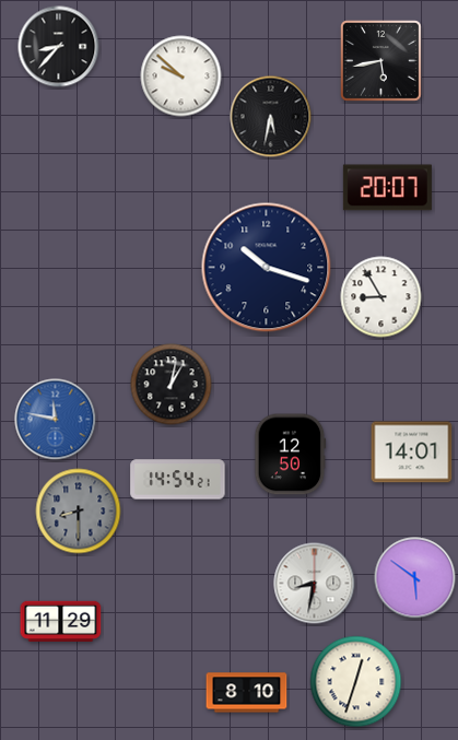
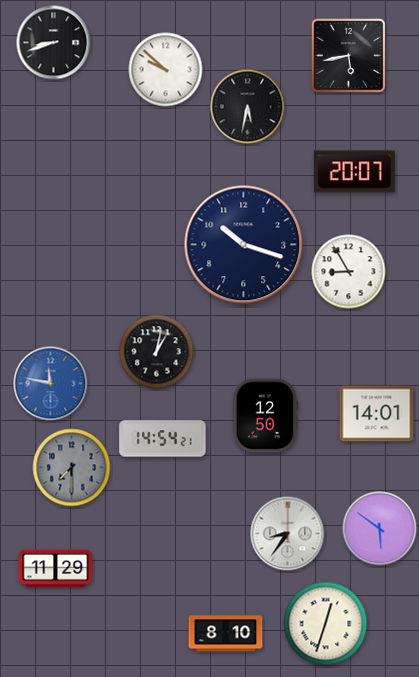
clock at (59, 47): 8:37 -> 8:42
clock at (79, 512): 8:30 -> 7:30
clock at (315, 584): 8:32 -> 8:36
